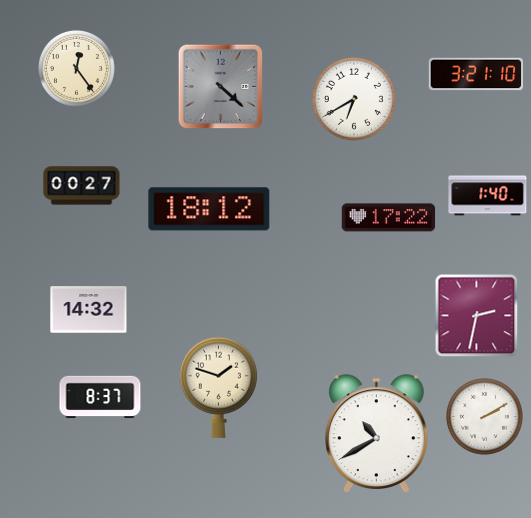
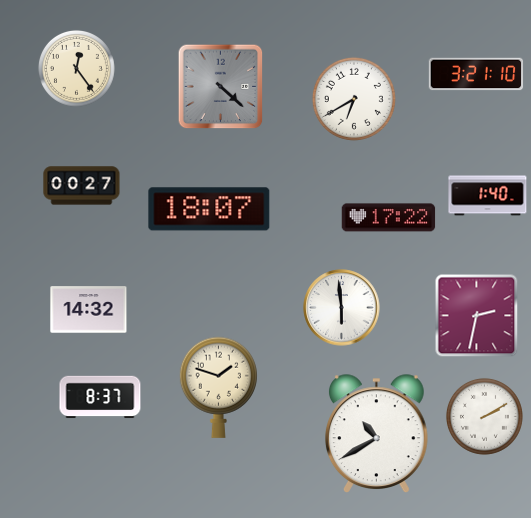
clock at (209, 209): 18:12 -> 18:07
clock at (342, 308): none -> 5:59
